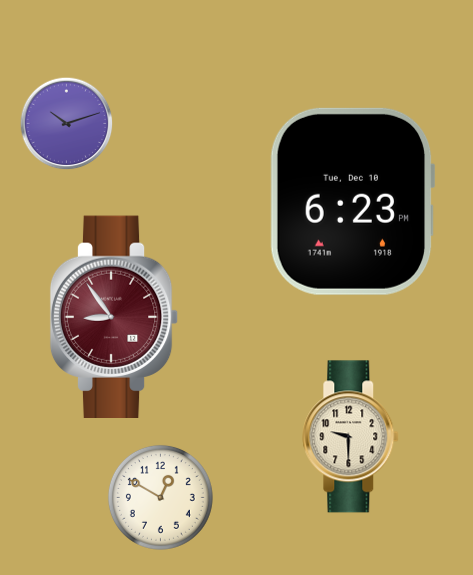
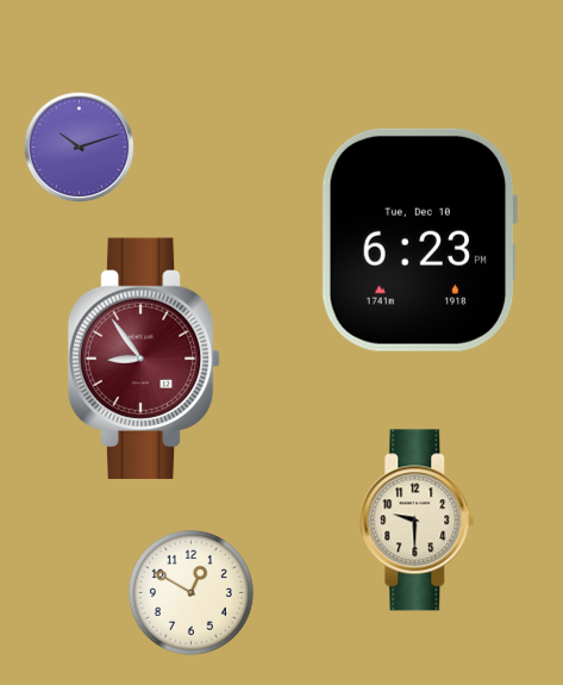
clock at (114, 316) position: (114, 316) -> (144, 357)
